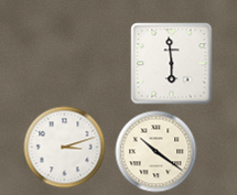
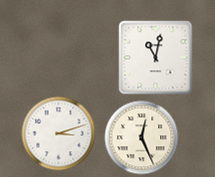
clock at (172, 64): 5:59 -> 11:02
clock at (157, 152): 10:21 -> 12:26
